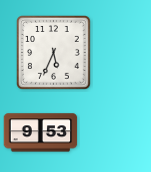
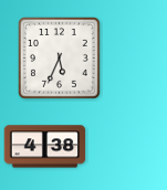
clock at (41, 133): 9:53 -> 4:38
